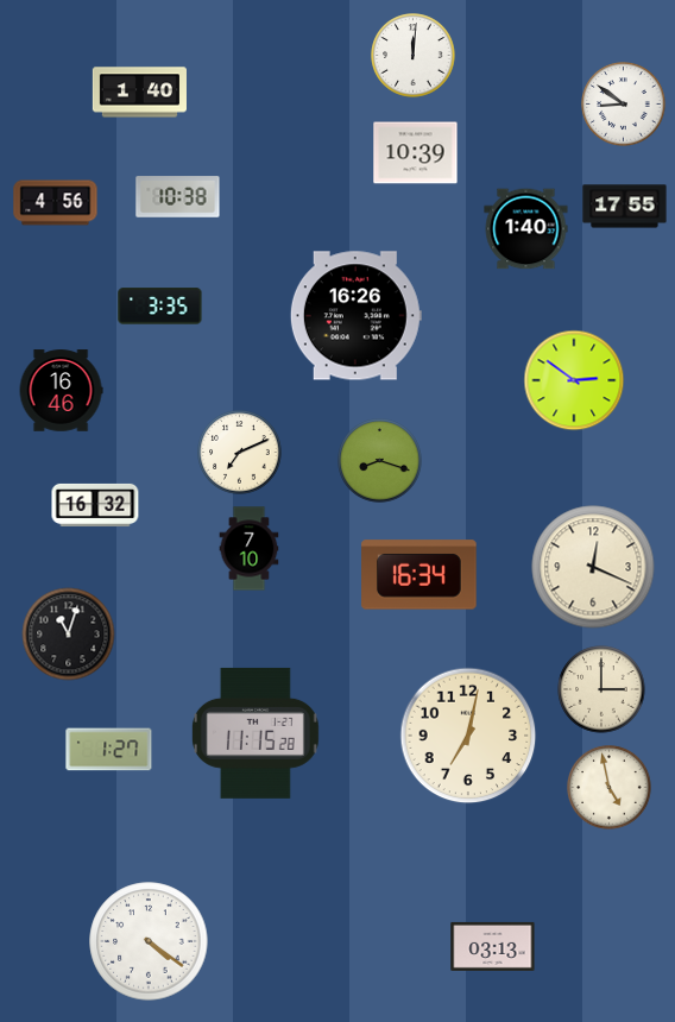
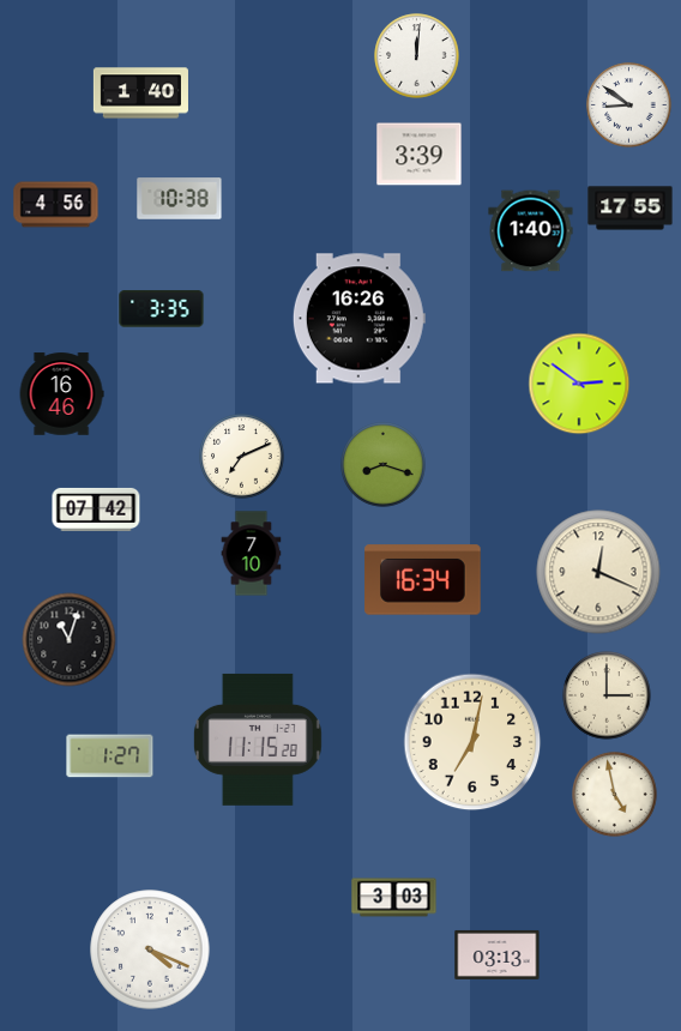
clock at (416, 153): 10:39 -> 3:39
clock at (95, 505): 16:32 -> 07:42
clock at (394, 898): none -> 3:03
clock at (149, 941): 4:21 -> 4:19
